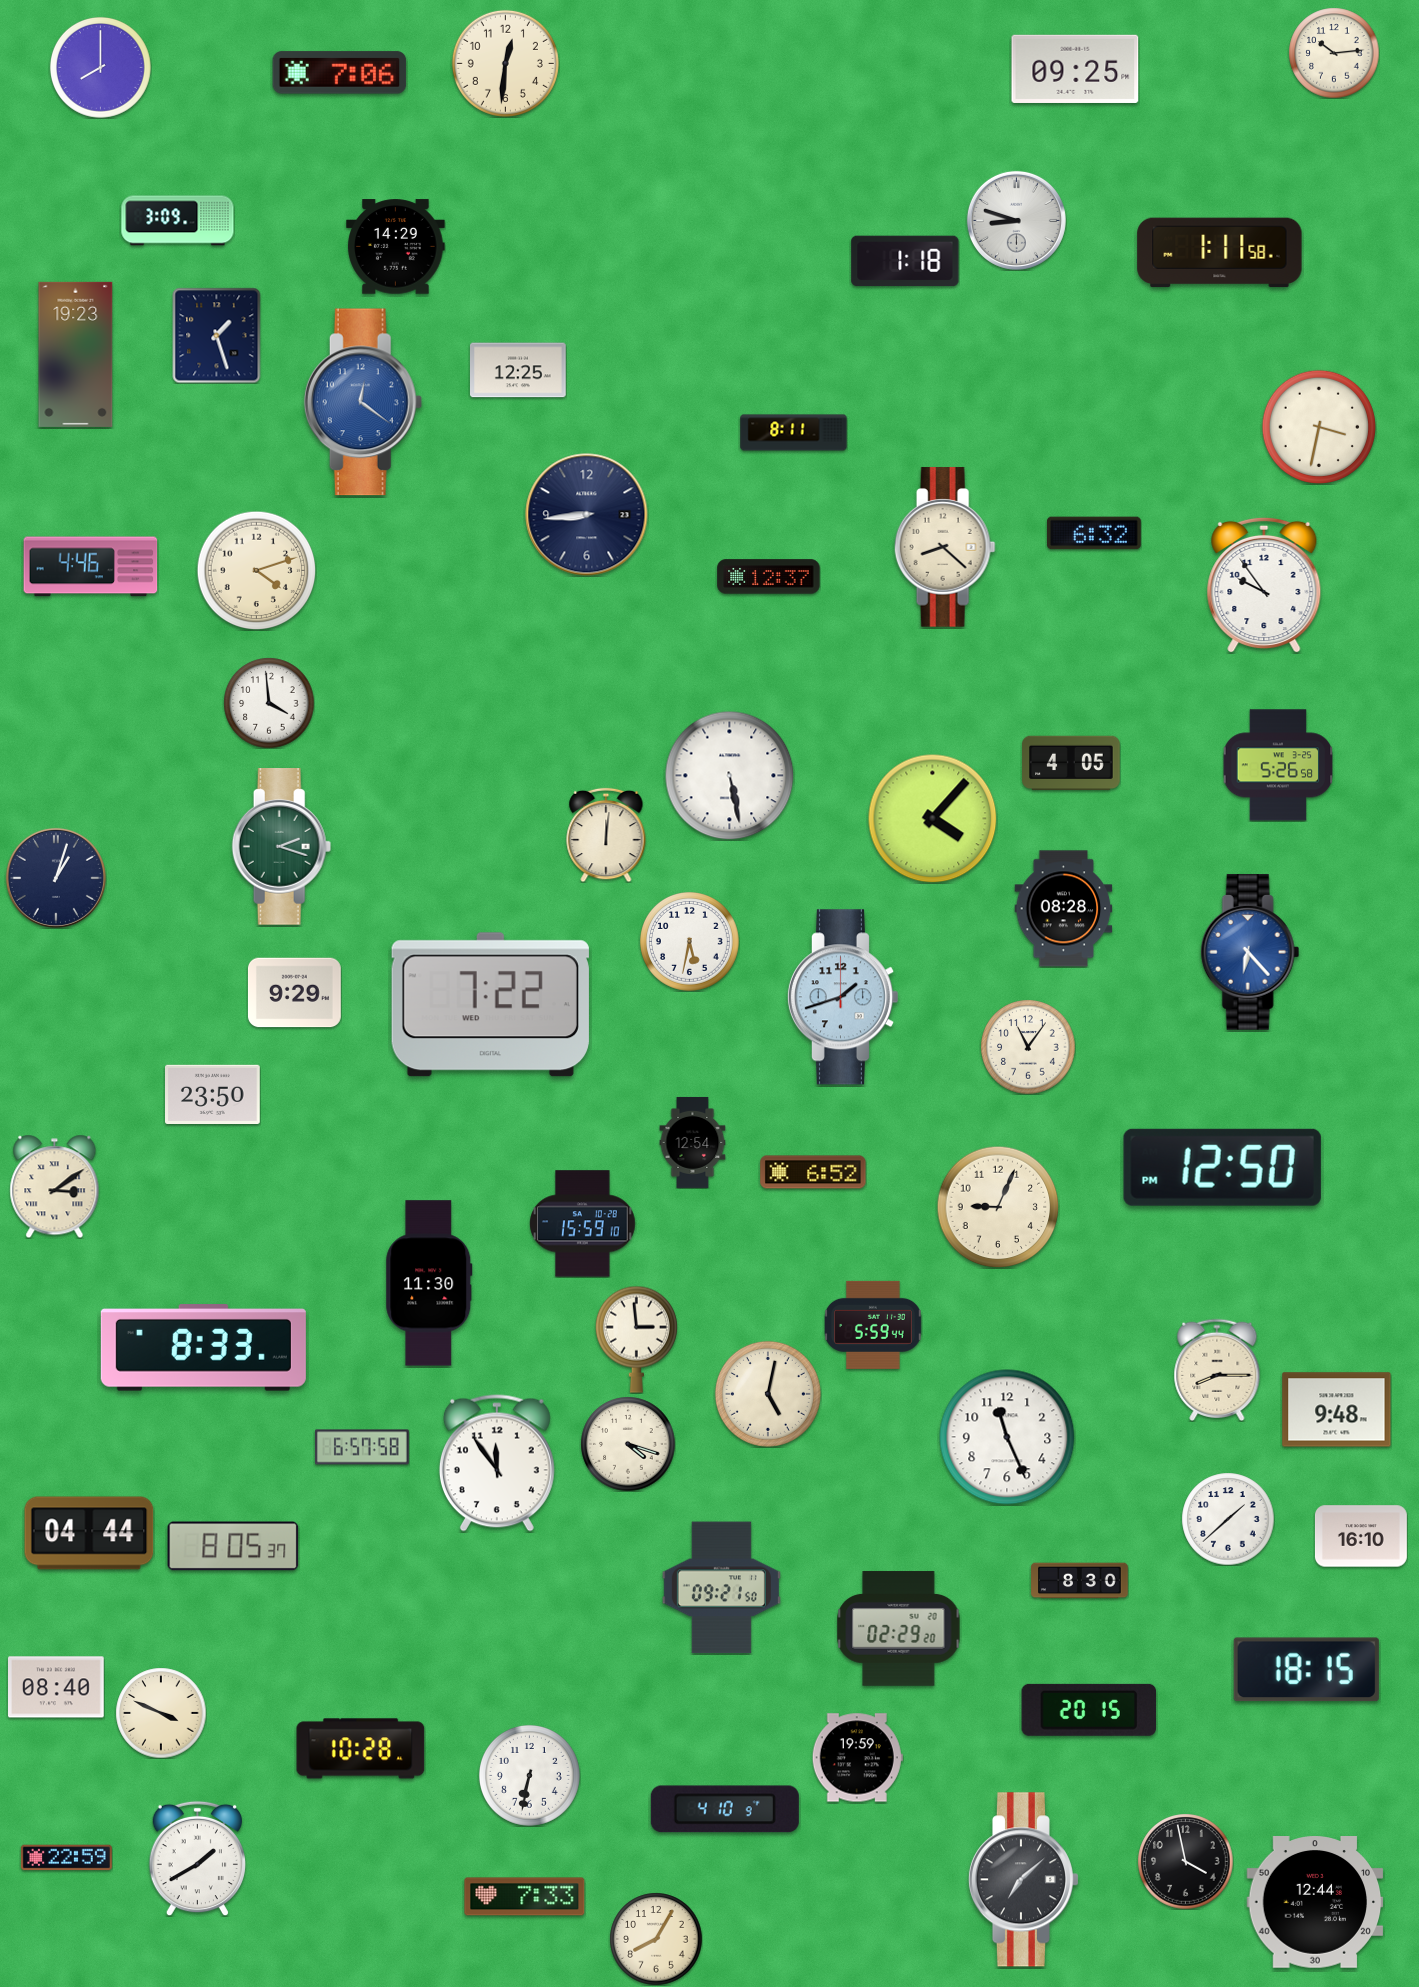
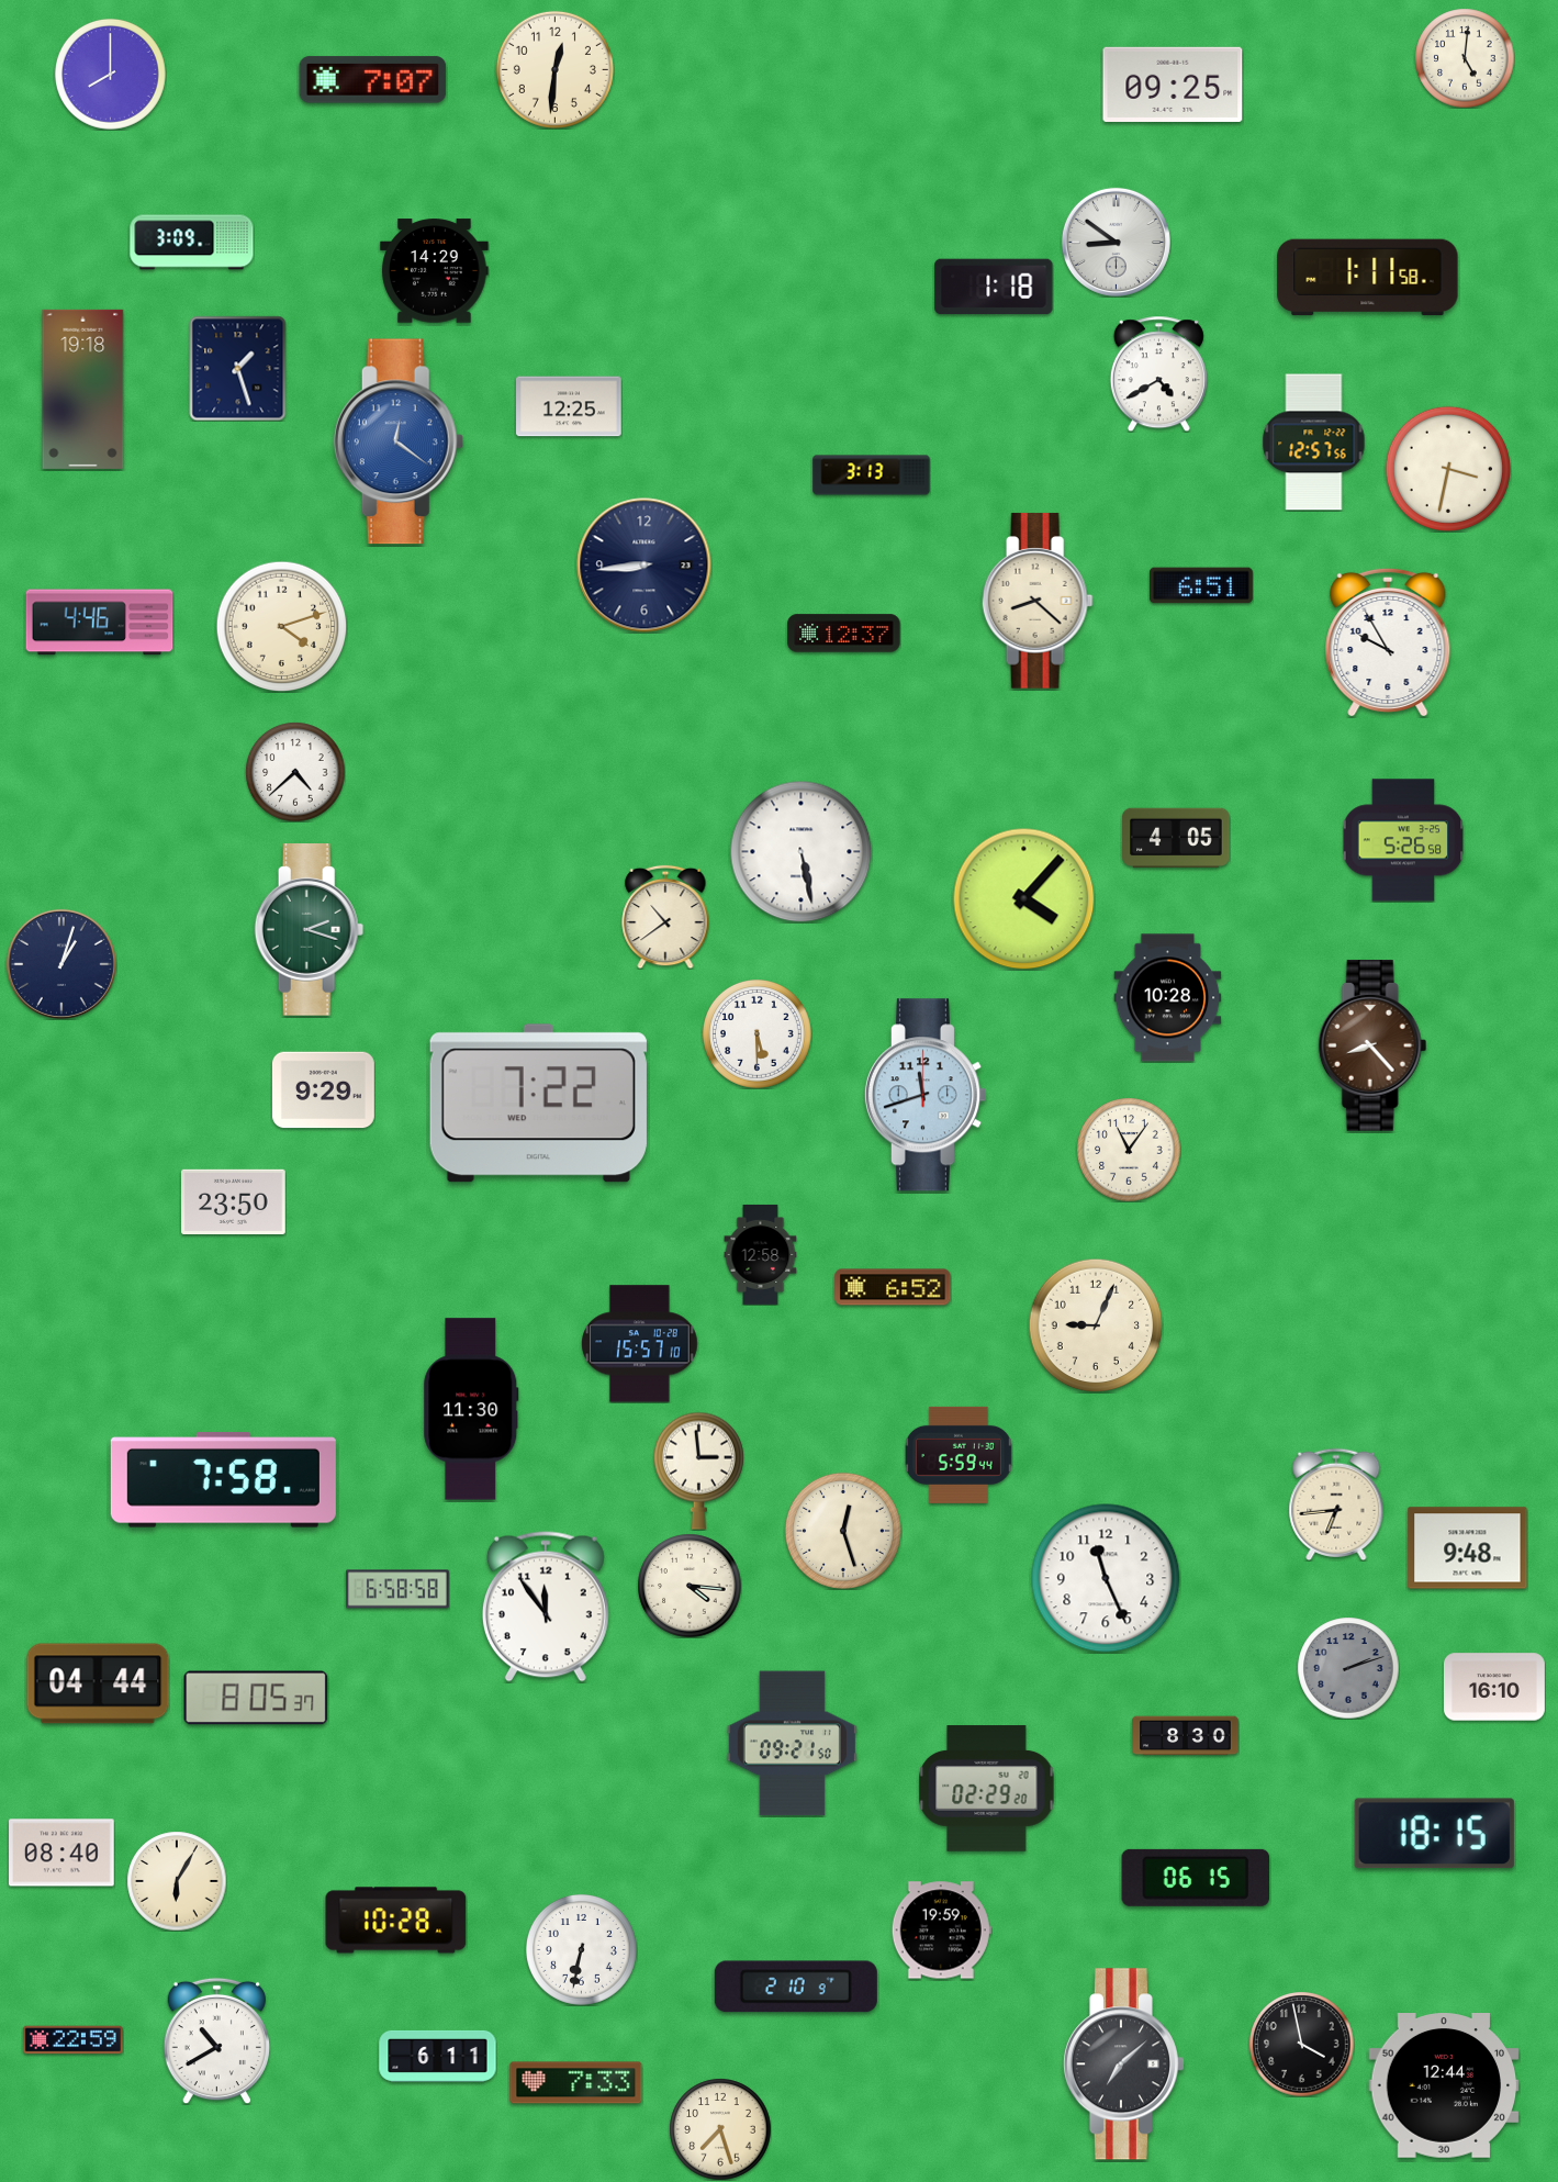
clock at (1334, 53): 10:14 -> 5:01
clock at (1075, 69) position: (1075, 69) -> (1173, 85)
clock at (340, 73): 7:06 -> 7:07
clock at (1016, 220): 8:48 -> 8:51
clock at (178, 221) position: (178, 221) -> (192, 243)
clock at (1220, 253) position: (1220, 253) -> (1368, 278)
clock at (1158, 373): none -> 4:40
clock at (76, 354): 19:23 -> 19:18
clock at (1314, 443): none -> 12:57
clock at (794, 433): 8:11 -> 3:13
clock at (1094, 533): 6:32 -> 6:51
clock at (1264, 585): 9:54 -> 9:55
clock at (269, 703): 3:59 -> 4:38
clock at (606, 835): 12:01 -> 10:39
clock at (1064, 909): 08:28 -> 10:28
clock at (690, 942): 5:32 -> 5:30
clock at (1250, 953): 6:23 -> 8:23
clock at (1250, 953) dial: blue -> brown
clock at (842, 997): 1:42 -> 11:42
clock at (693, 1142): 12:54 -> 12:58
clock at (1222, 1167): 12:50 -> none
clock at (55, 1186): 3:09 -> none
clock at (583, 1224): 15:59 -> 15:57
clock at (203, 1348): 8:33 -> 7:58
clock at (1217, 1369): 8:15 -> 6:44
clock at (768, 1394): 5:02 -> 12:27
clock at (628, 1444): 4:18 -> 4:16
clock at (362, 1447): 6:57 -> 6:58
clock at (1228, 1519): 1:38 -> 2:12
clock at (1228, 1519) dial: white -> grey
clock at (1089, 1710): 20:15 -> 06:15
clock at (161, 1713): 3:49 -> 6:05
clock at (725, 1809): 4:10 -> 2:10
clock at (197, 1858): 1:40 -> 10:40
clock at (438, 2056): none -> 6:11
clock at (1315, 1903) position: (1315, 1903) -> (1444, 2086)
clock at (656, 1939): 8:05 -> 7:27
